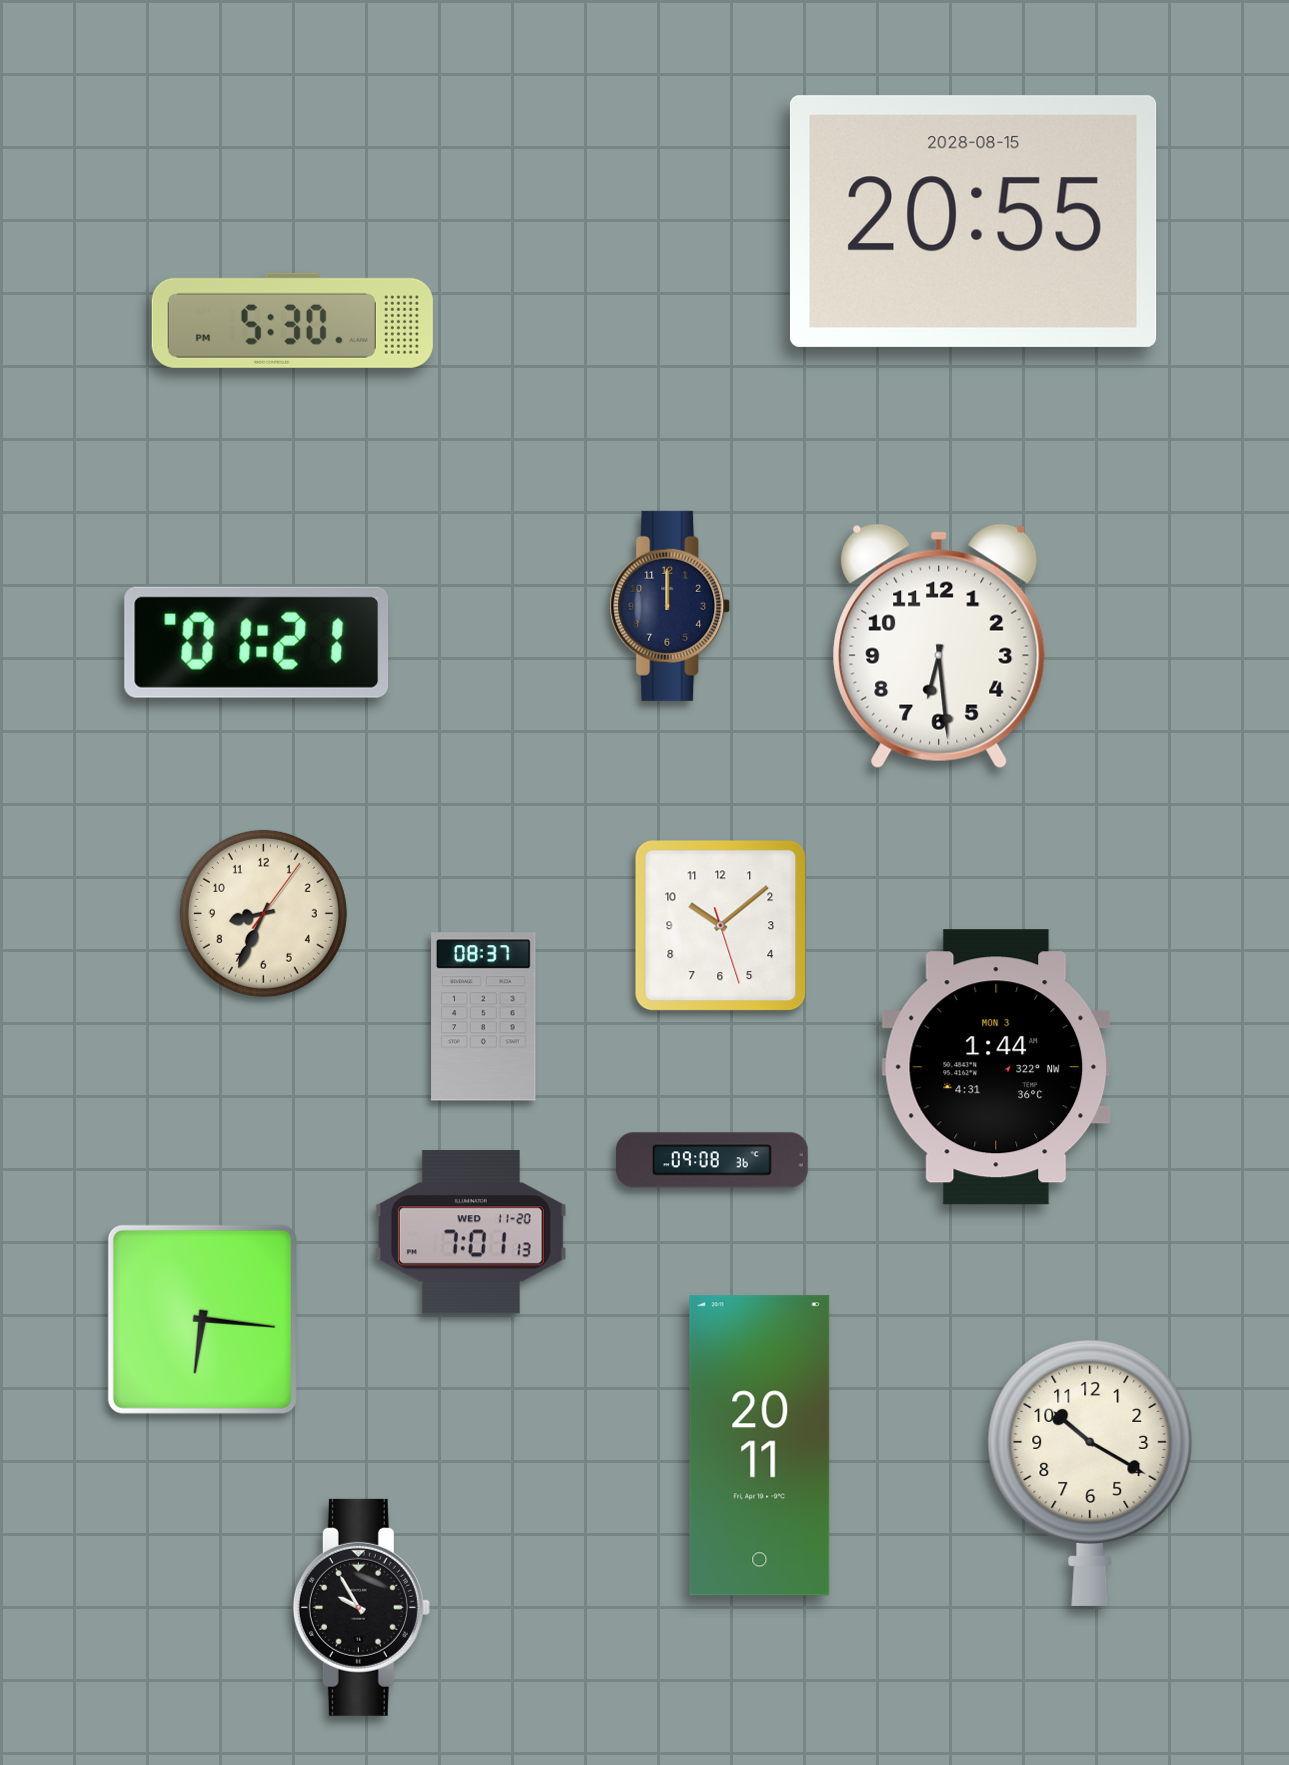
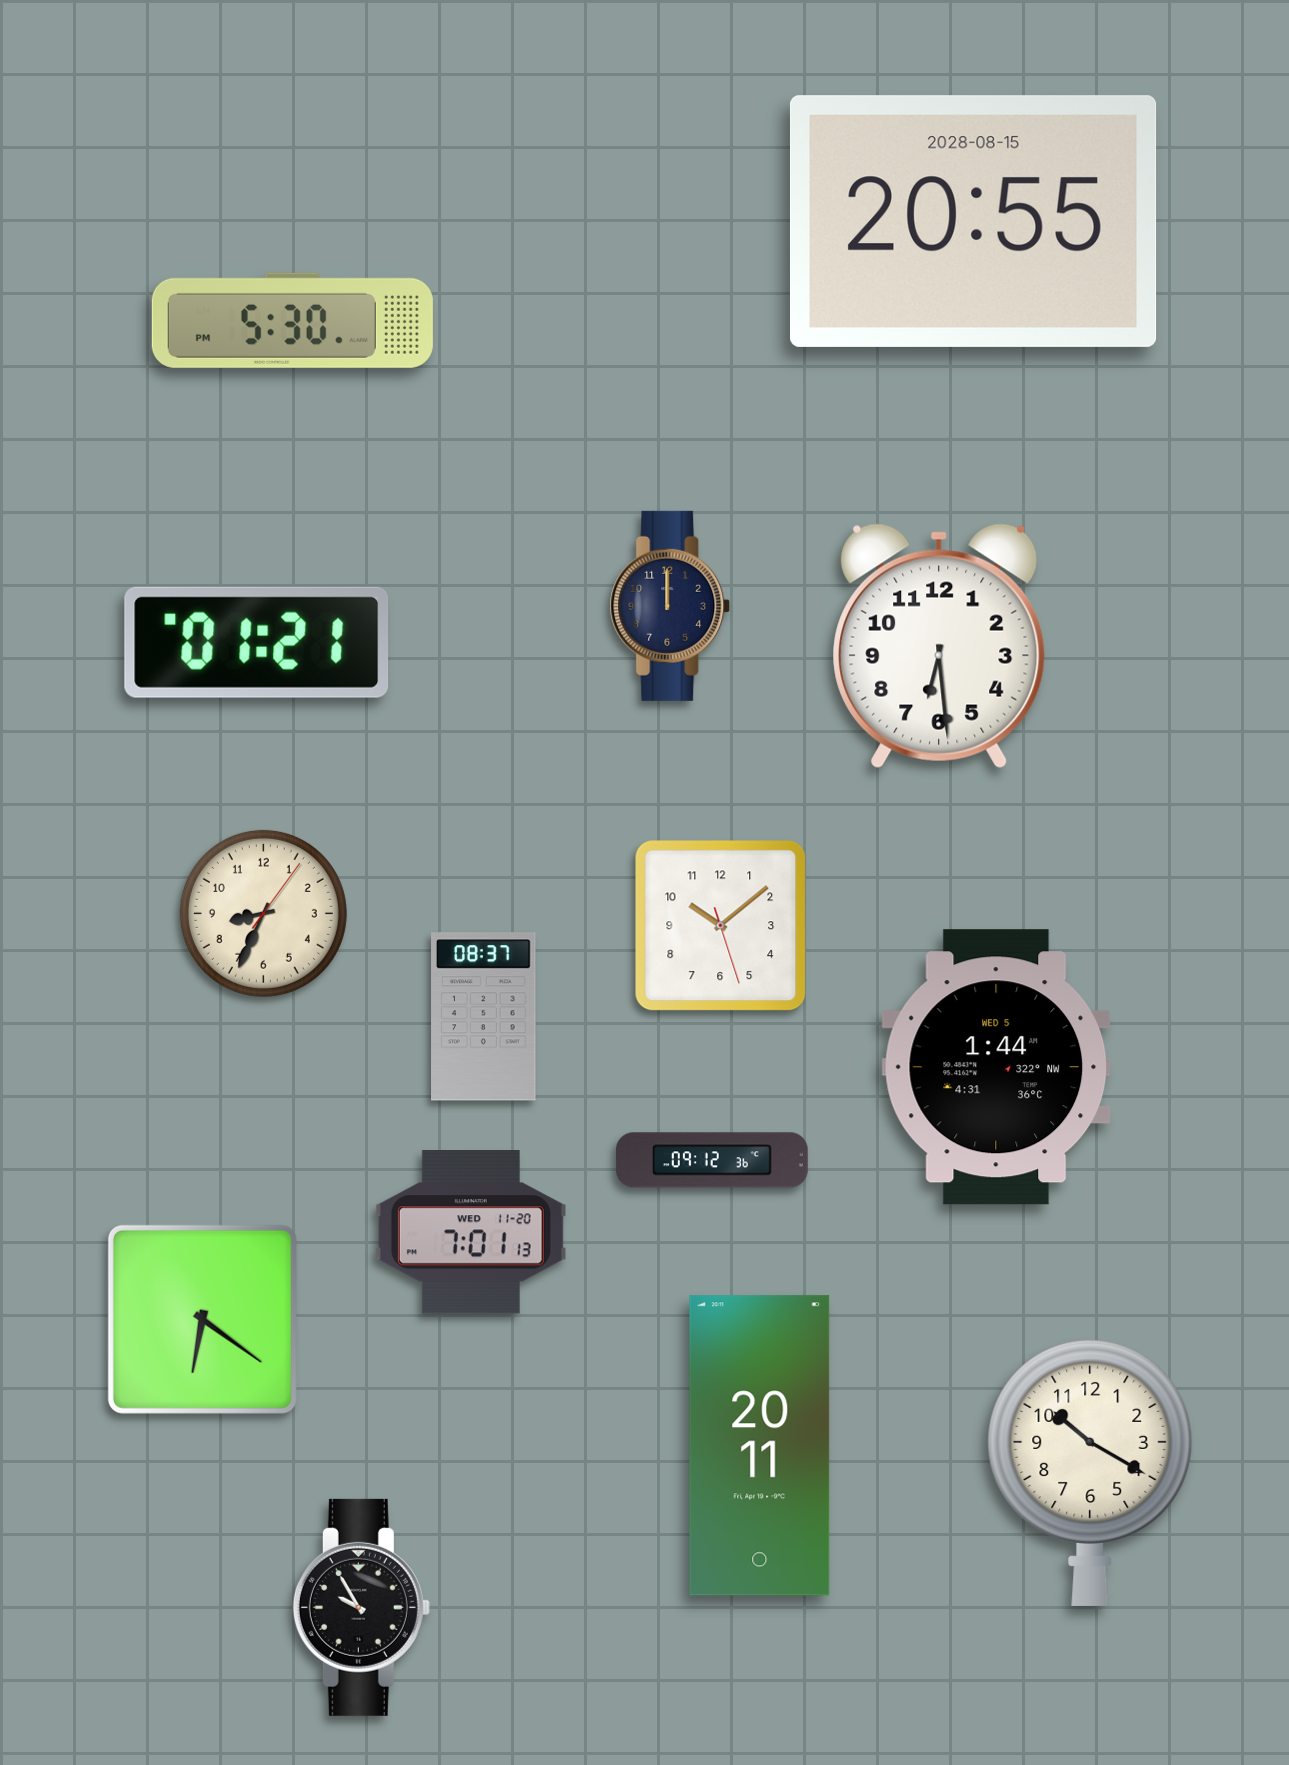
clock at (996, 1067) date: MON 3 -> WED 5
clock at (712, 1160): 09:08 -> 09:12
clock at (202, 1319): 6:16 -> 6:21
